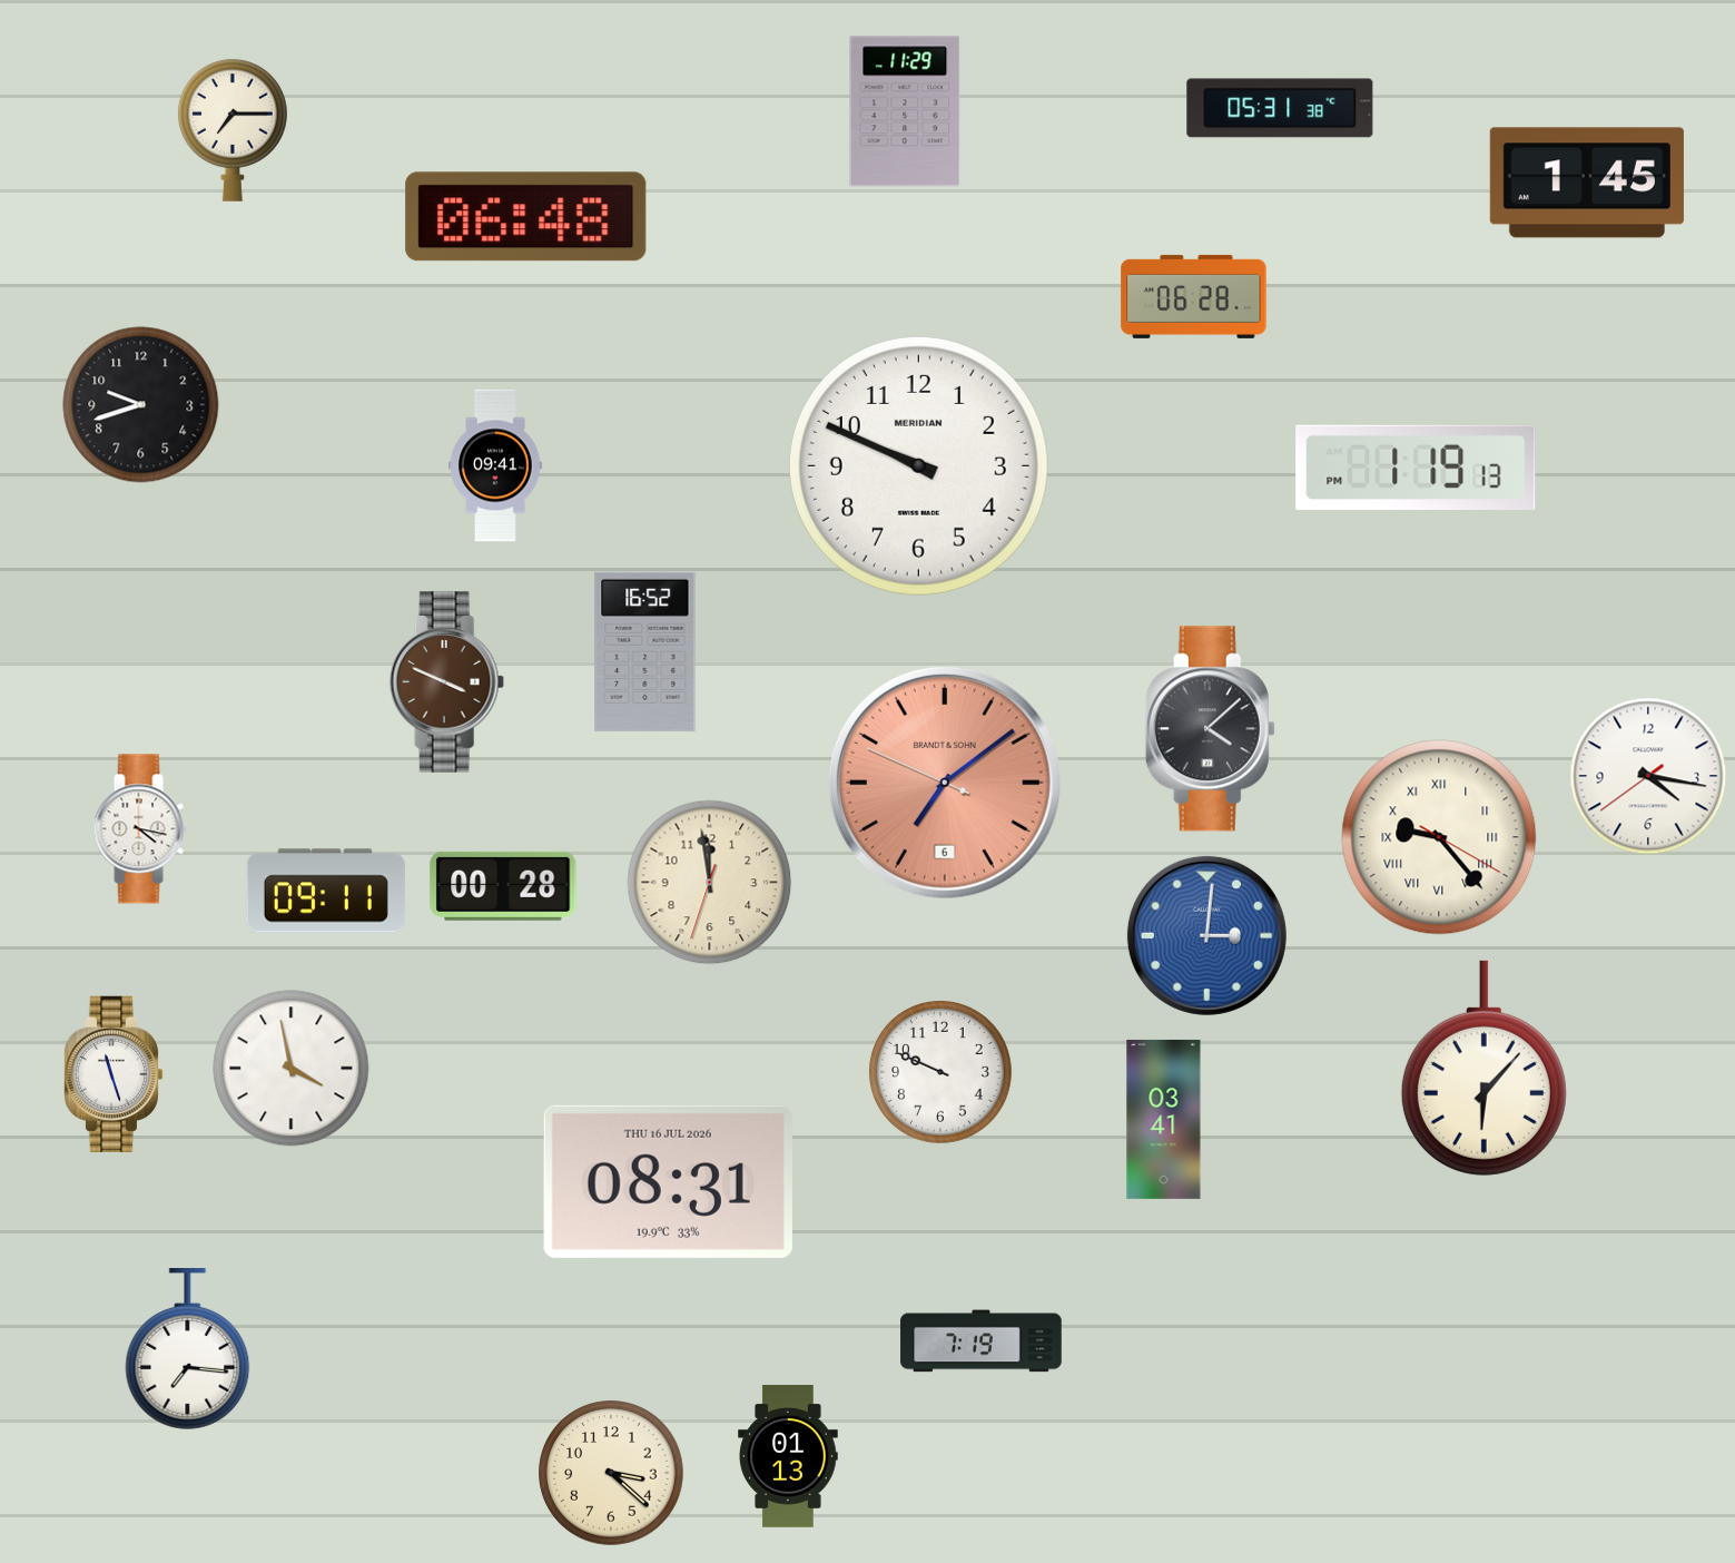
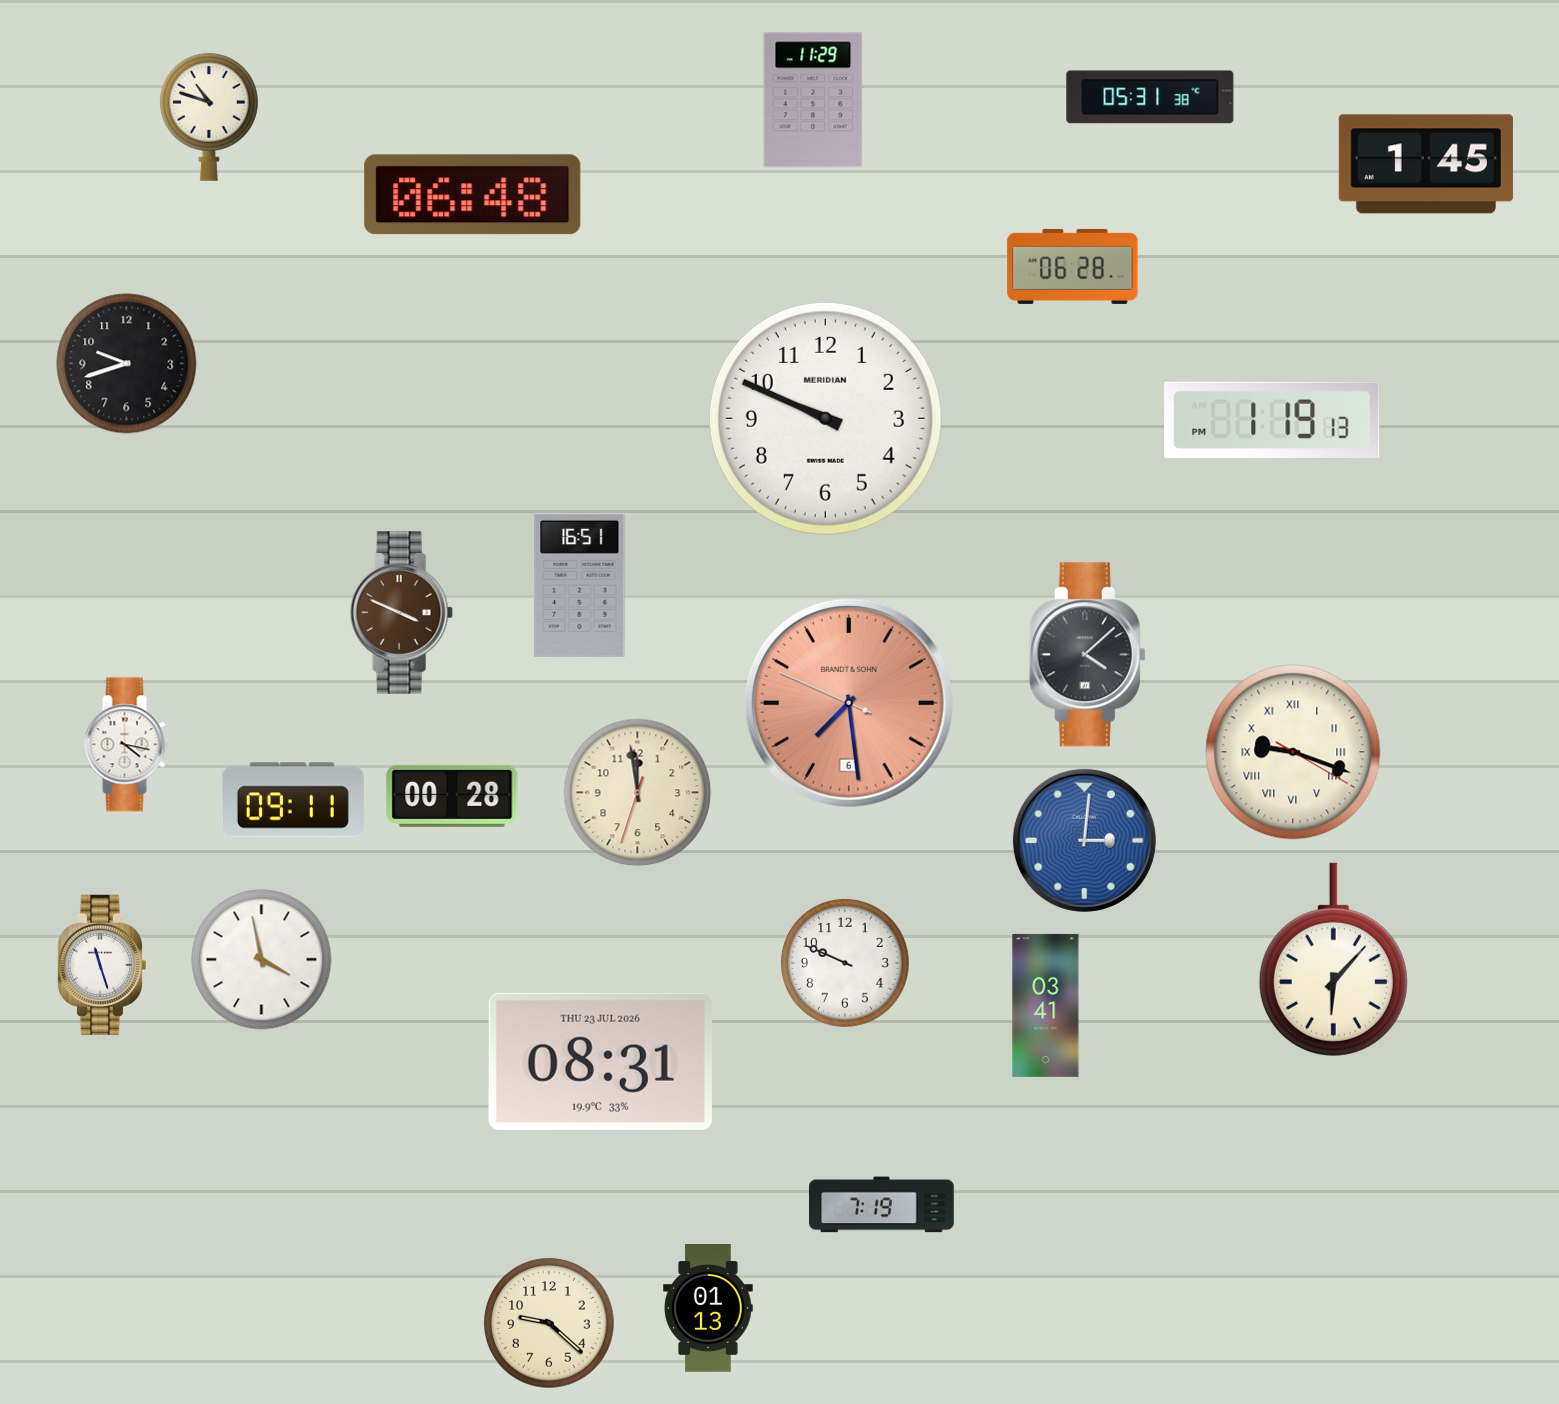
clock at (233, 130): 7:15 -> 10:48
clock at (495, 465): 09:41 -> none
clock at (645, 651): 16:52 -> 16:51
clock at (1648, 776): 4:16 -> none
clock at (945, 783): 7:08 -> 7:28
clock at (1439, 837): 9:23 -> 9:18
clock at (668, 1181) date: THU 16 JUL 2026 -> THU 23 JUL 2026
clock at (188, 1349): 7:16 -> none
clock at (611, 1473): 3:22 -> 9:22
